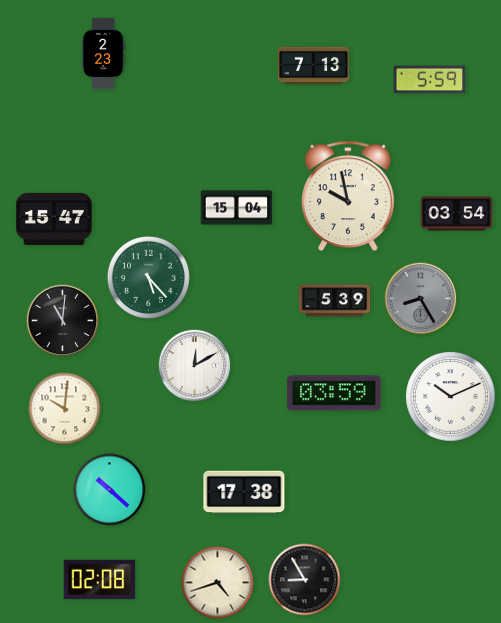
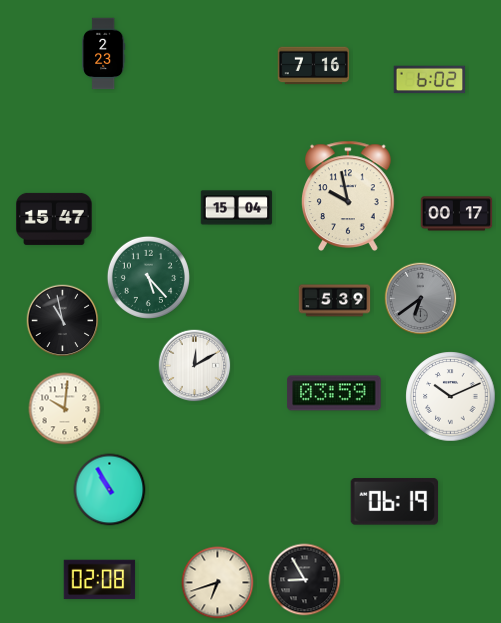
clock at (314, 66): 7:13 -> 7:16
clock at (430, 80): 5:59 -> 6:02
clock at (457, 214): 03:54 -> 00:17
clock at (421, 299): 8:25 -> 6:39
clock at (63, 321): 11:01 -> 10:58
clock at (110, 490): 10:22 -> 10:55
clock at (244, 492): 17:38 -> none
clock at (395, 502): none -> 06:19
clock at (218, 583): 4:42 -> 6:42
